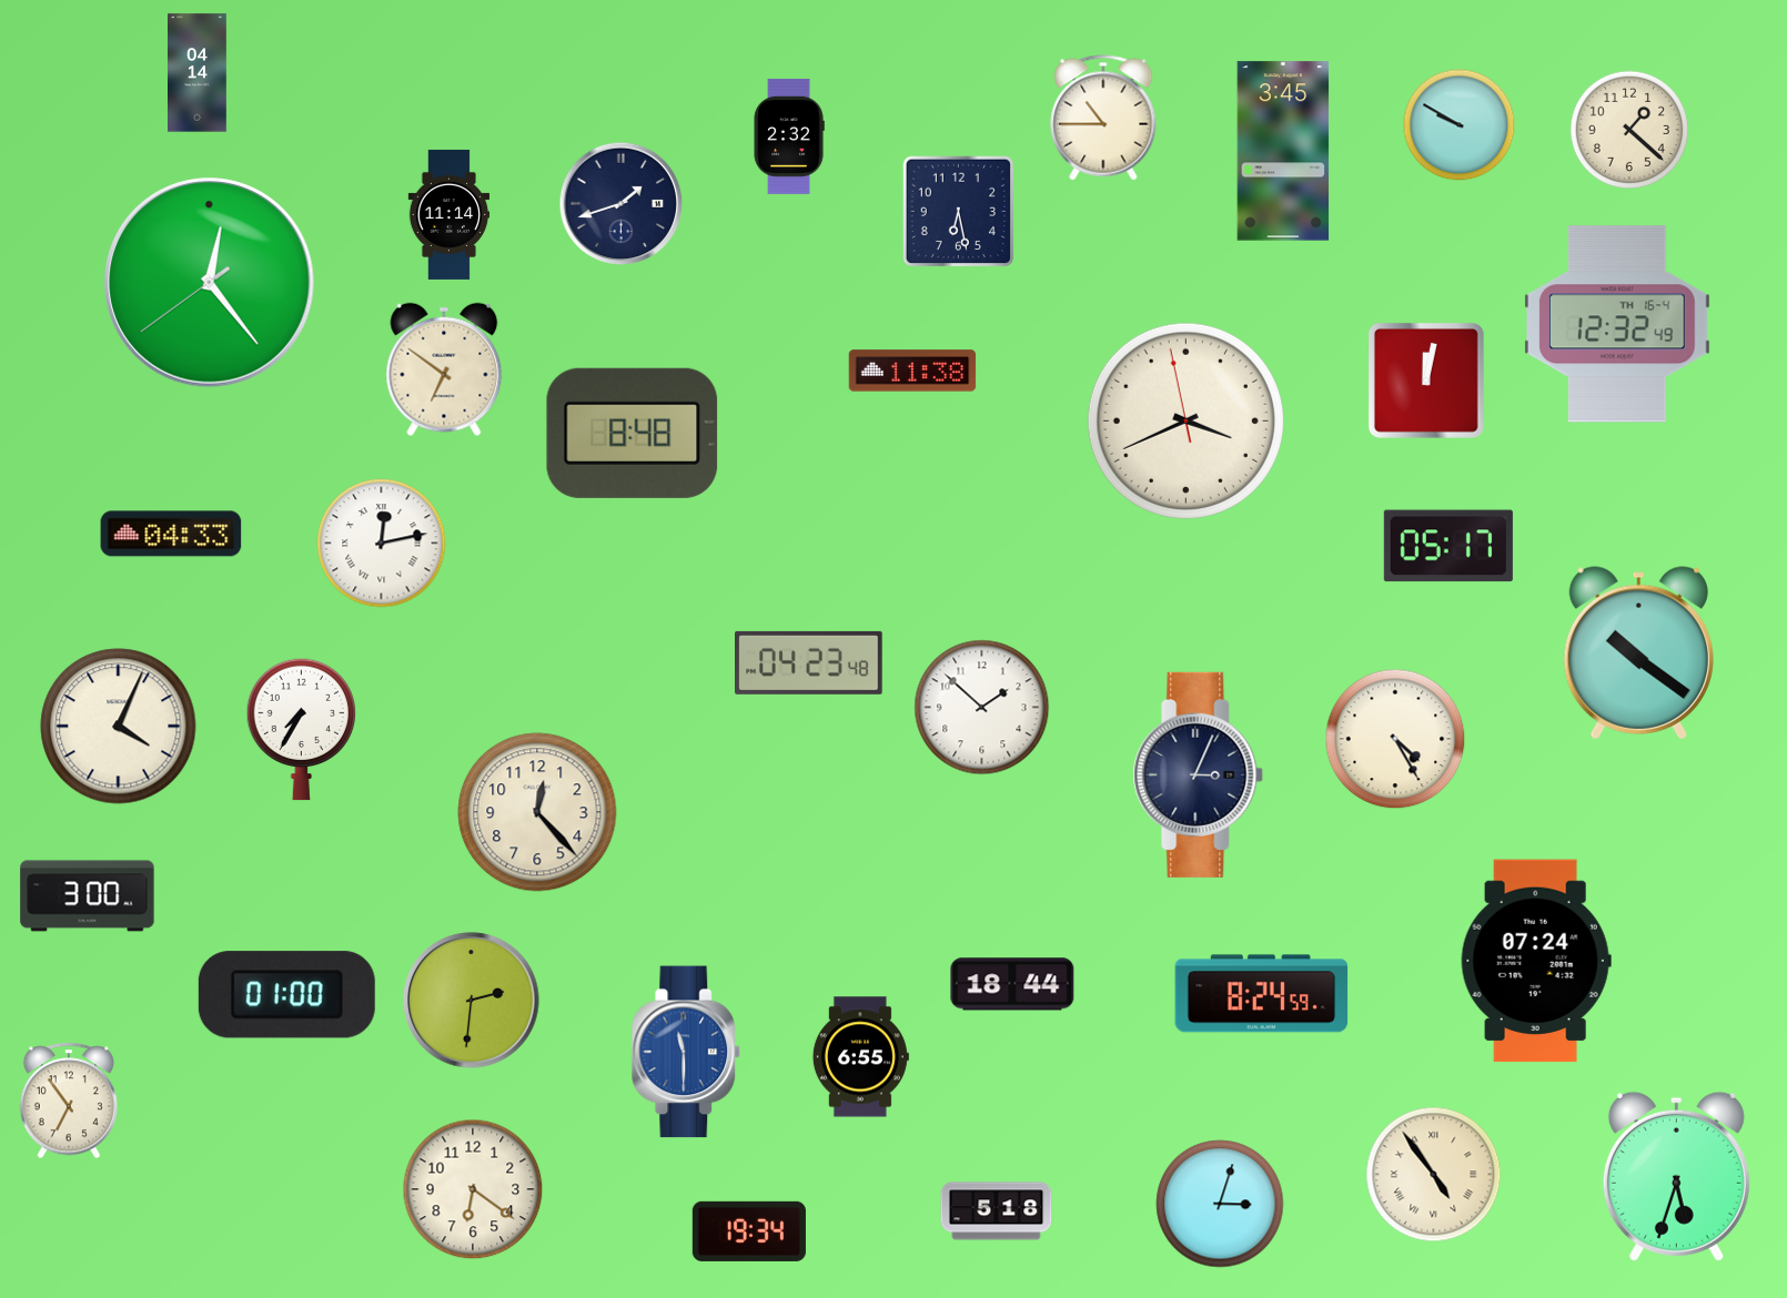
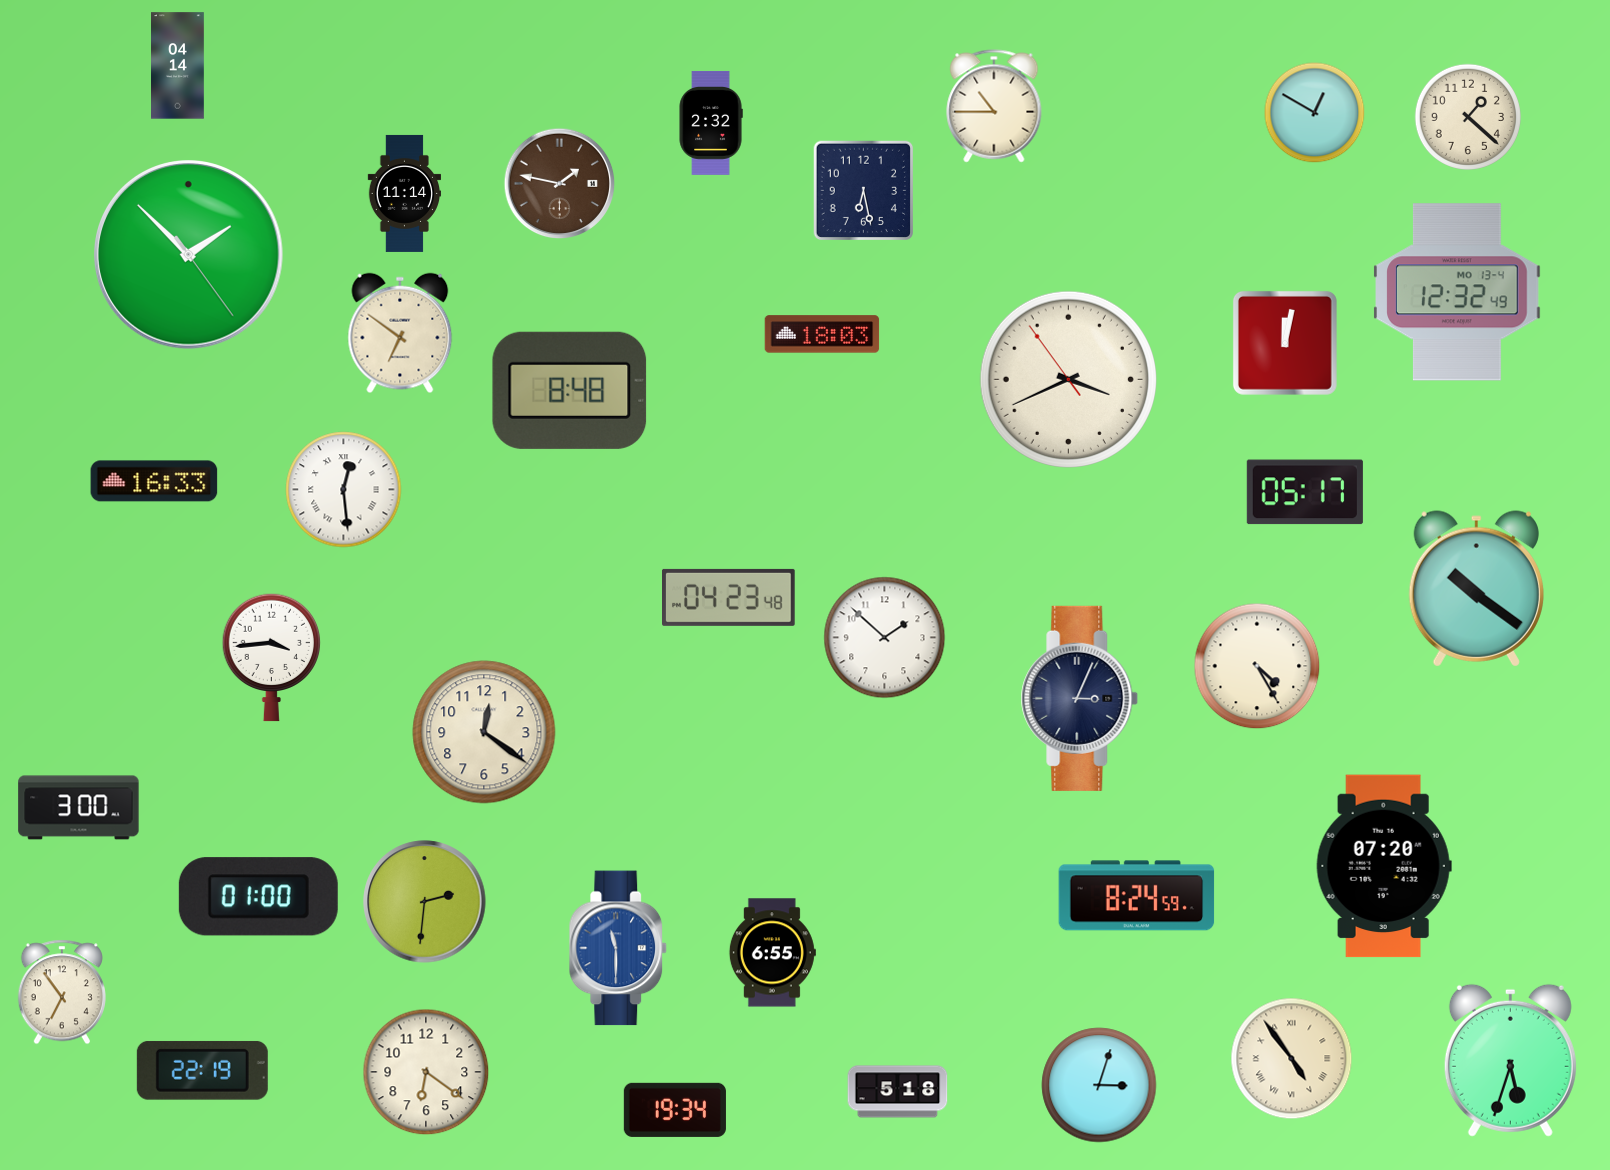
clock at (1460, 125): 9:50 -> 12:50
clock at (1283, 151): 3:45 -> none
clock at (622, 204): 1:42 -> 1:47
clock at (622, 204) dial: navy -> brown
clock at (210, 283): 12:23 -> 1:52
clock at (1617, 324) date: TH 16-4 -> MO 13-4
clock at (912, 371): 11:38 -> 18:03
clock at (1185, 420): 3:40:58 -> 3:40:54
clock at (171, 534): 04:33 -> 16:33
clock at (382, 544): 12:13 -> 12:29
clock at (119, 727): 4:04 -> none
clock at (301, 729): 7:35 -> 3:44
clock at (537, 812): 12:23 -> 12:21
clock at (1536, 961): 07:24 -> 07:20
clock at (1012, 984): 18:44 -> none
clock at (860, 1057) position: (860, 1057) -> (772, 953)
clock at (202, 1070): none -> 22:19
